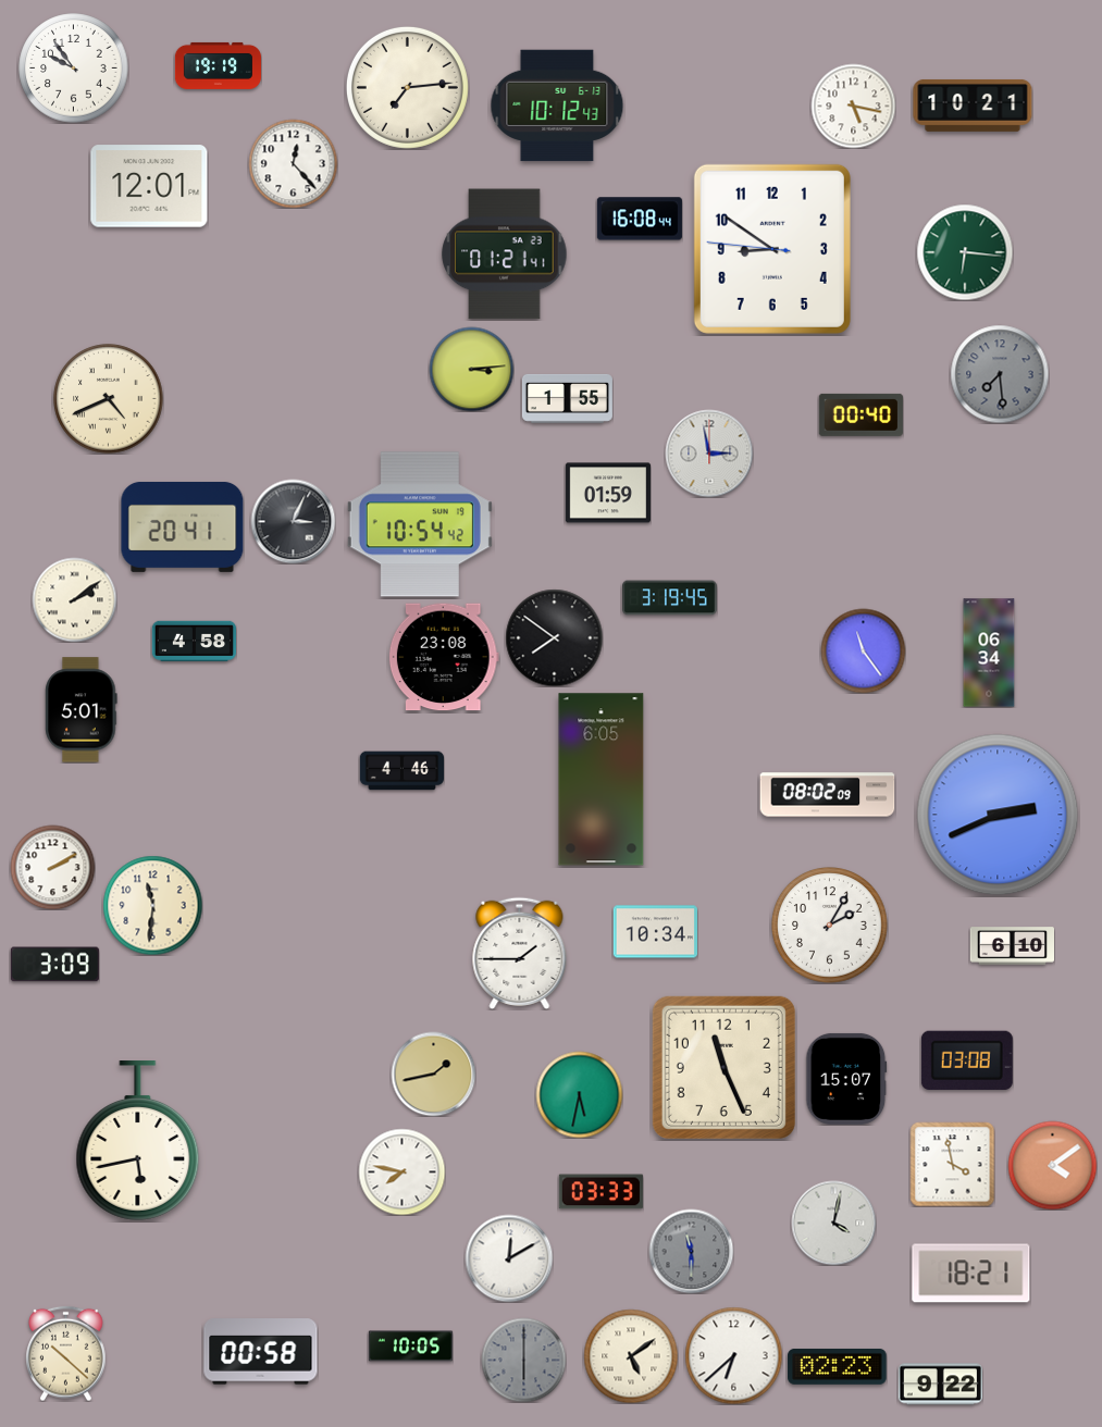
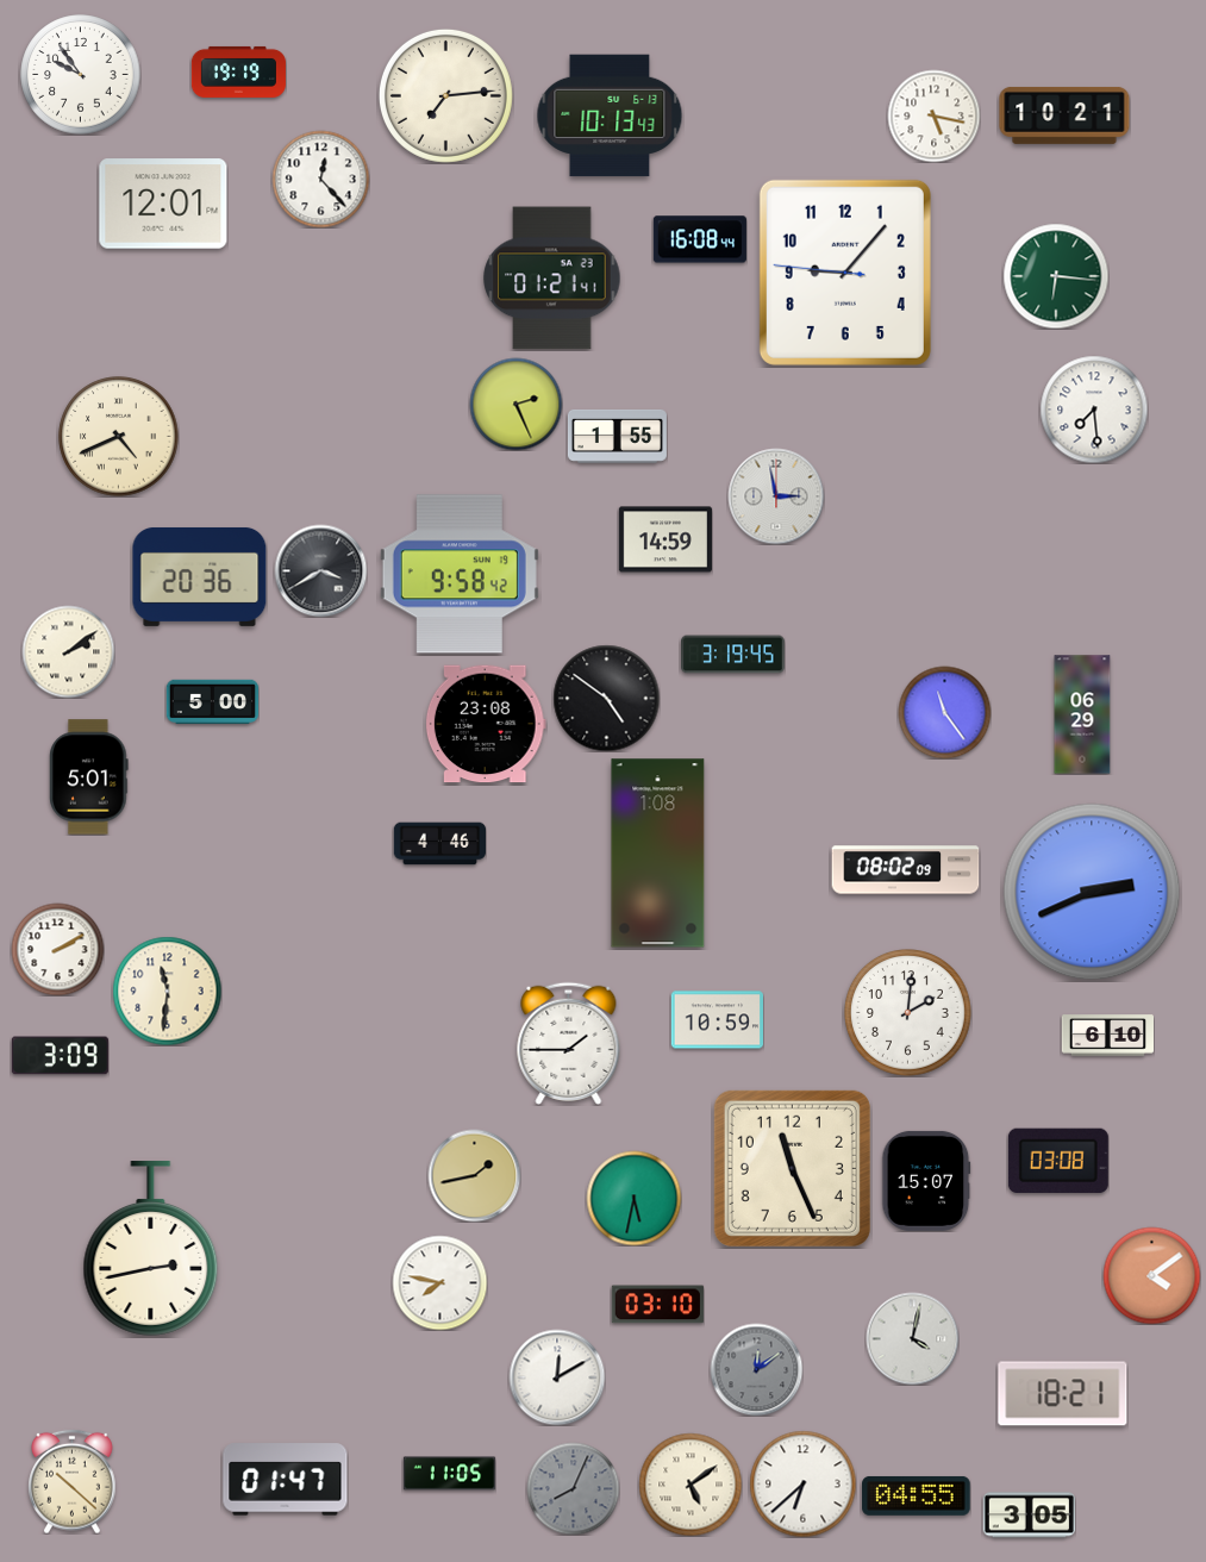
clock at (557, 106): 10:12 -> 10:13
clock at (772, 249): 8:50 -> 9:06
clock at (471, 369): 3:14 -> 2:26
clock at (1000, 374) dial: grey -> white
clock at (567, 398) position: (567, 398) -> (617, 436)
clock at (860, 414): 00:40 -> none
clock at (608, 493): 01:59 -> 14:59
clock at (293, 521): 3:04 -> 3:40
clock at (420, 524): 10:54 -> 9:58
clock at (183, 526): 20:41 -> 20:36
clock at (74, 599) position: (74, 599) -> (68, 651)
clock at (554, 637): 7:51 -> 4:51
clock at (194, 642): 4:58 -> 5:00
clock at (989, 653): 06:34 -> 06:29
clock at (444, 657) position: (444, 657) -> (486, 724)
clock at (602, 780): 6:05 -> 1:08
clock at (830, 926): 2:05 -> 2:01
clock at (655, 932): 10:34 -> 10:59
clock at (138, 1141): 5:43 -> 2:43
clock at (952, 1164): 3:58 -> none
clock at (600, 1192): 03:33 -> 03:10
clock at (691, 1251): 11:30 -> 12:09
clock at (410, 1347): 10:05 -> 11:05
clock at (261, 1352): 00:58 -> 01:47
clock at (523, 1360): 6:00 -> 8:04
clock at (838, 1367): 02:23 -> 04:55
clock at (940, 1385): 9:22 -> 3:05
